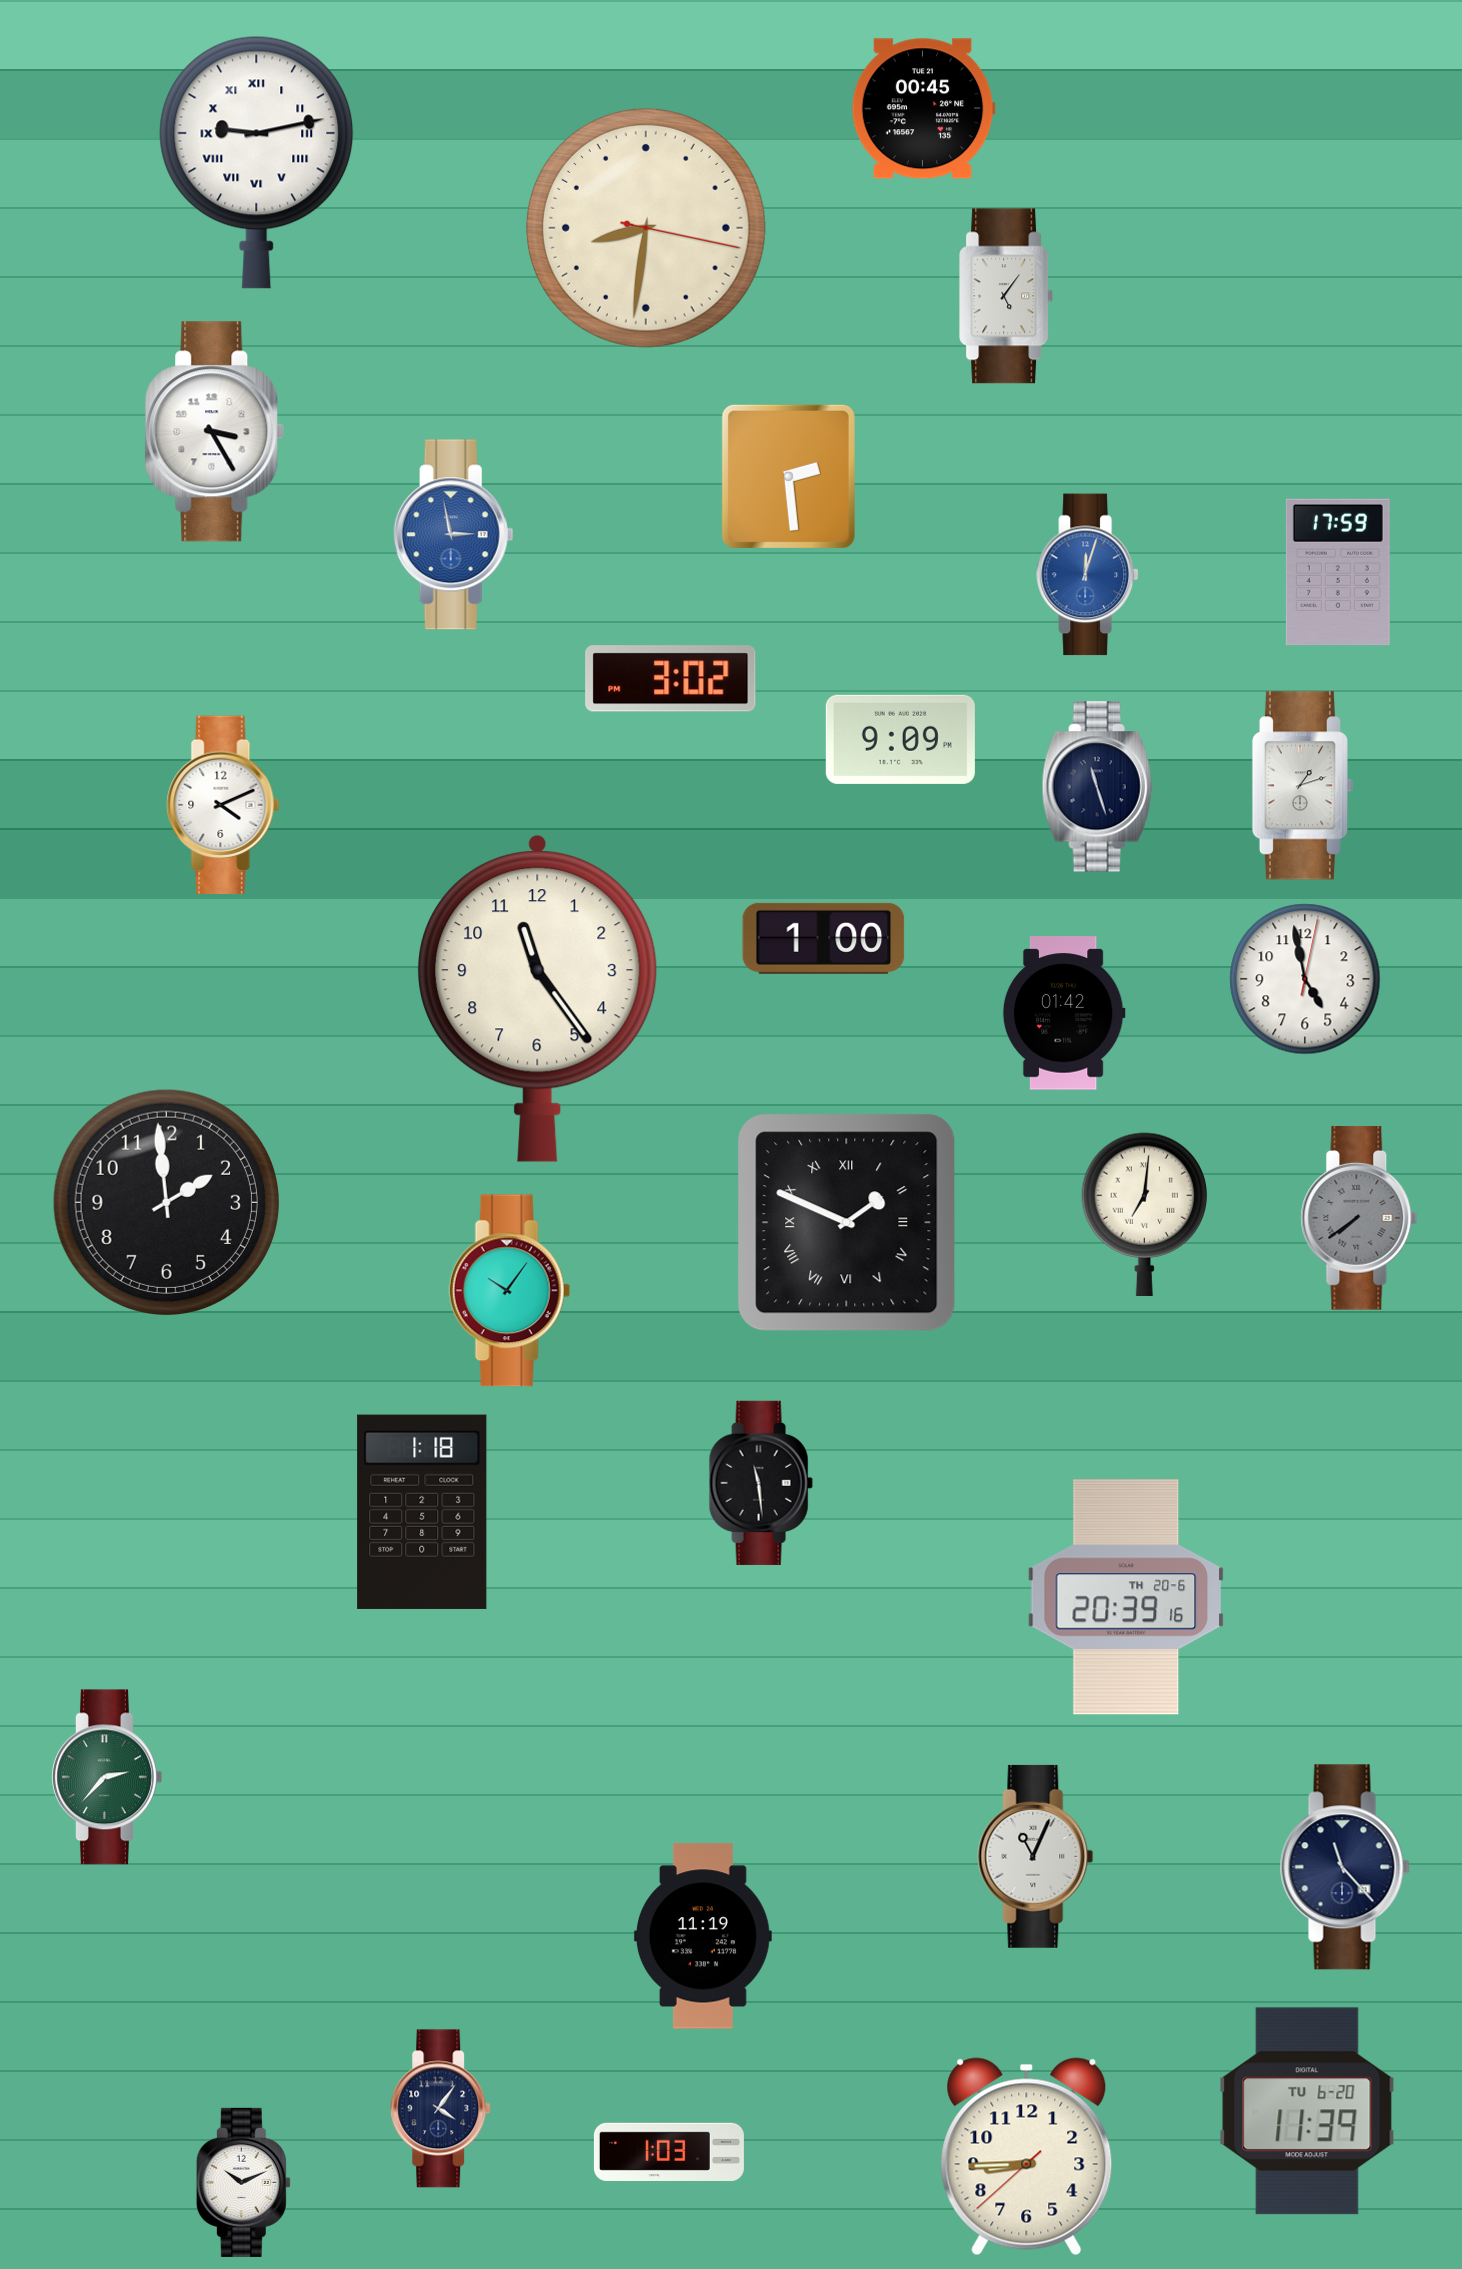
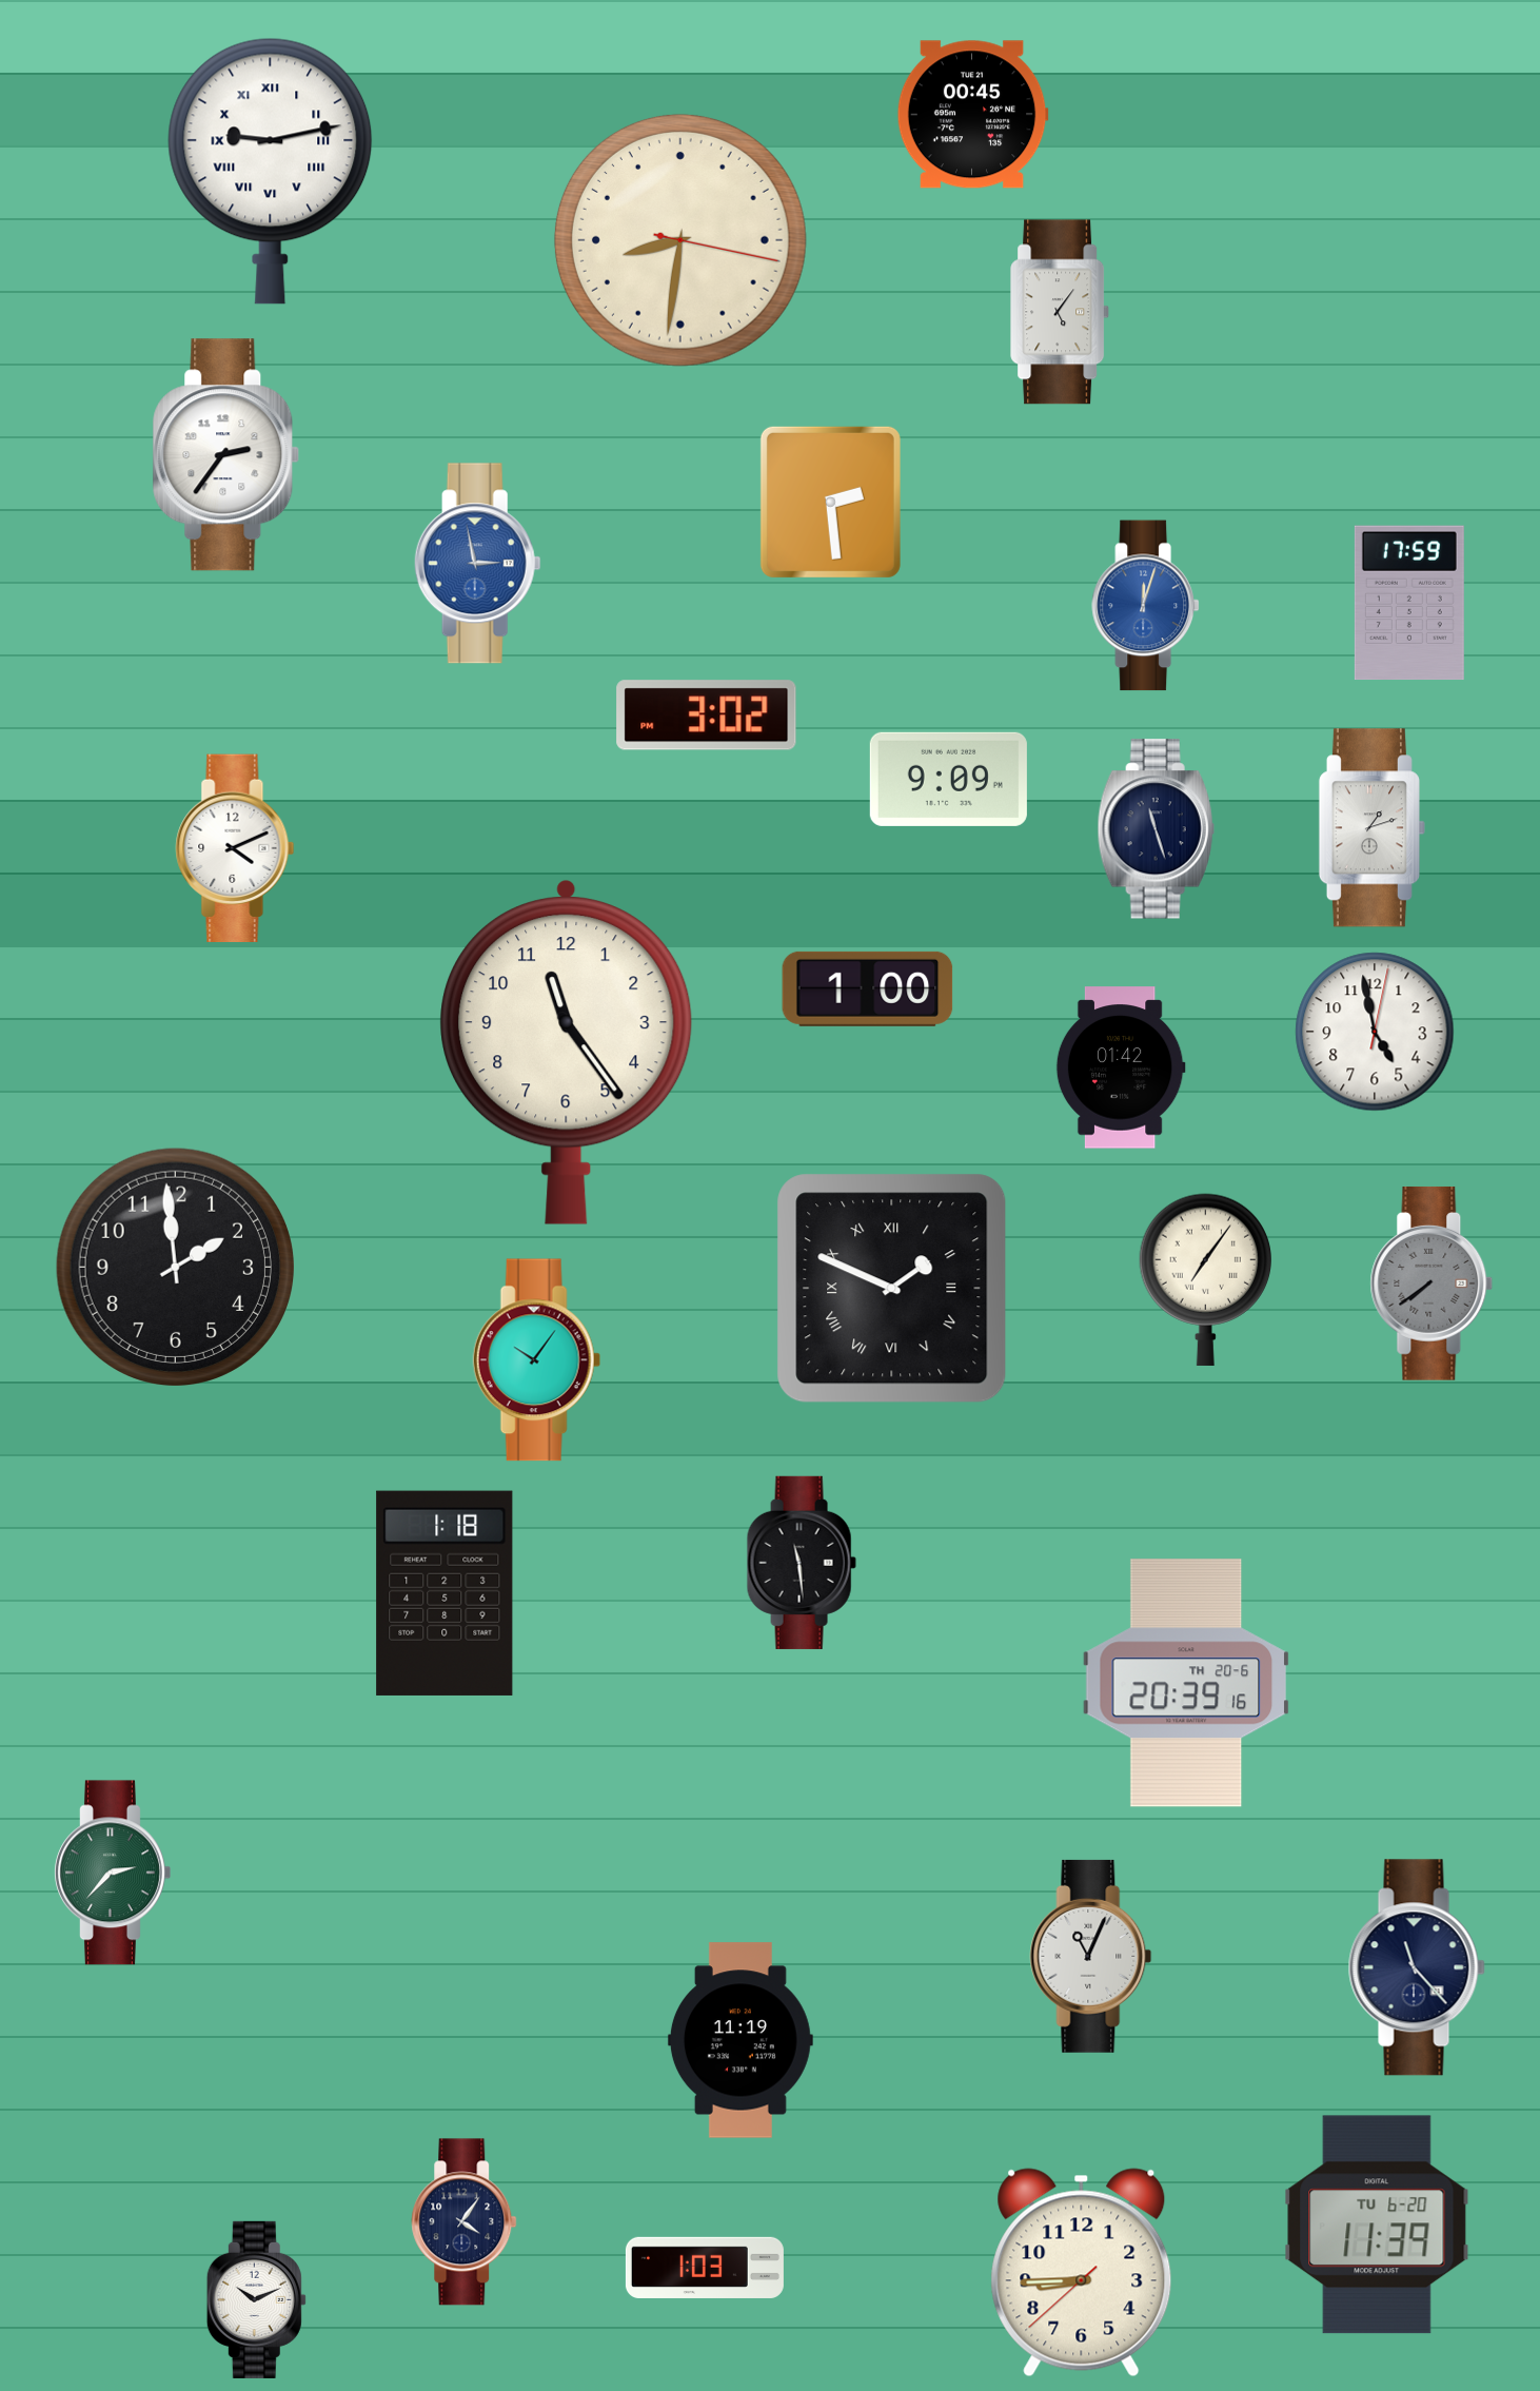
clock at (215, 432): 3:25 -> 2:36
clock at (1144, 1214): 7:01 -> 7:06
